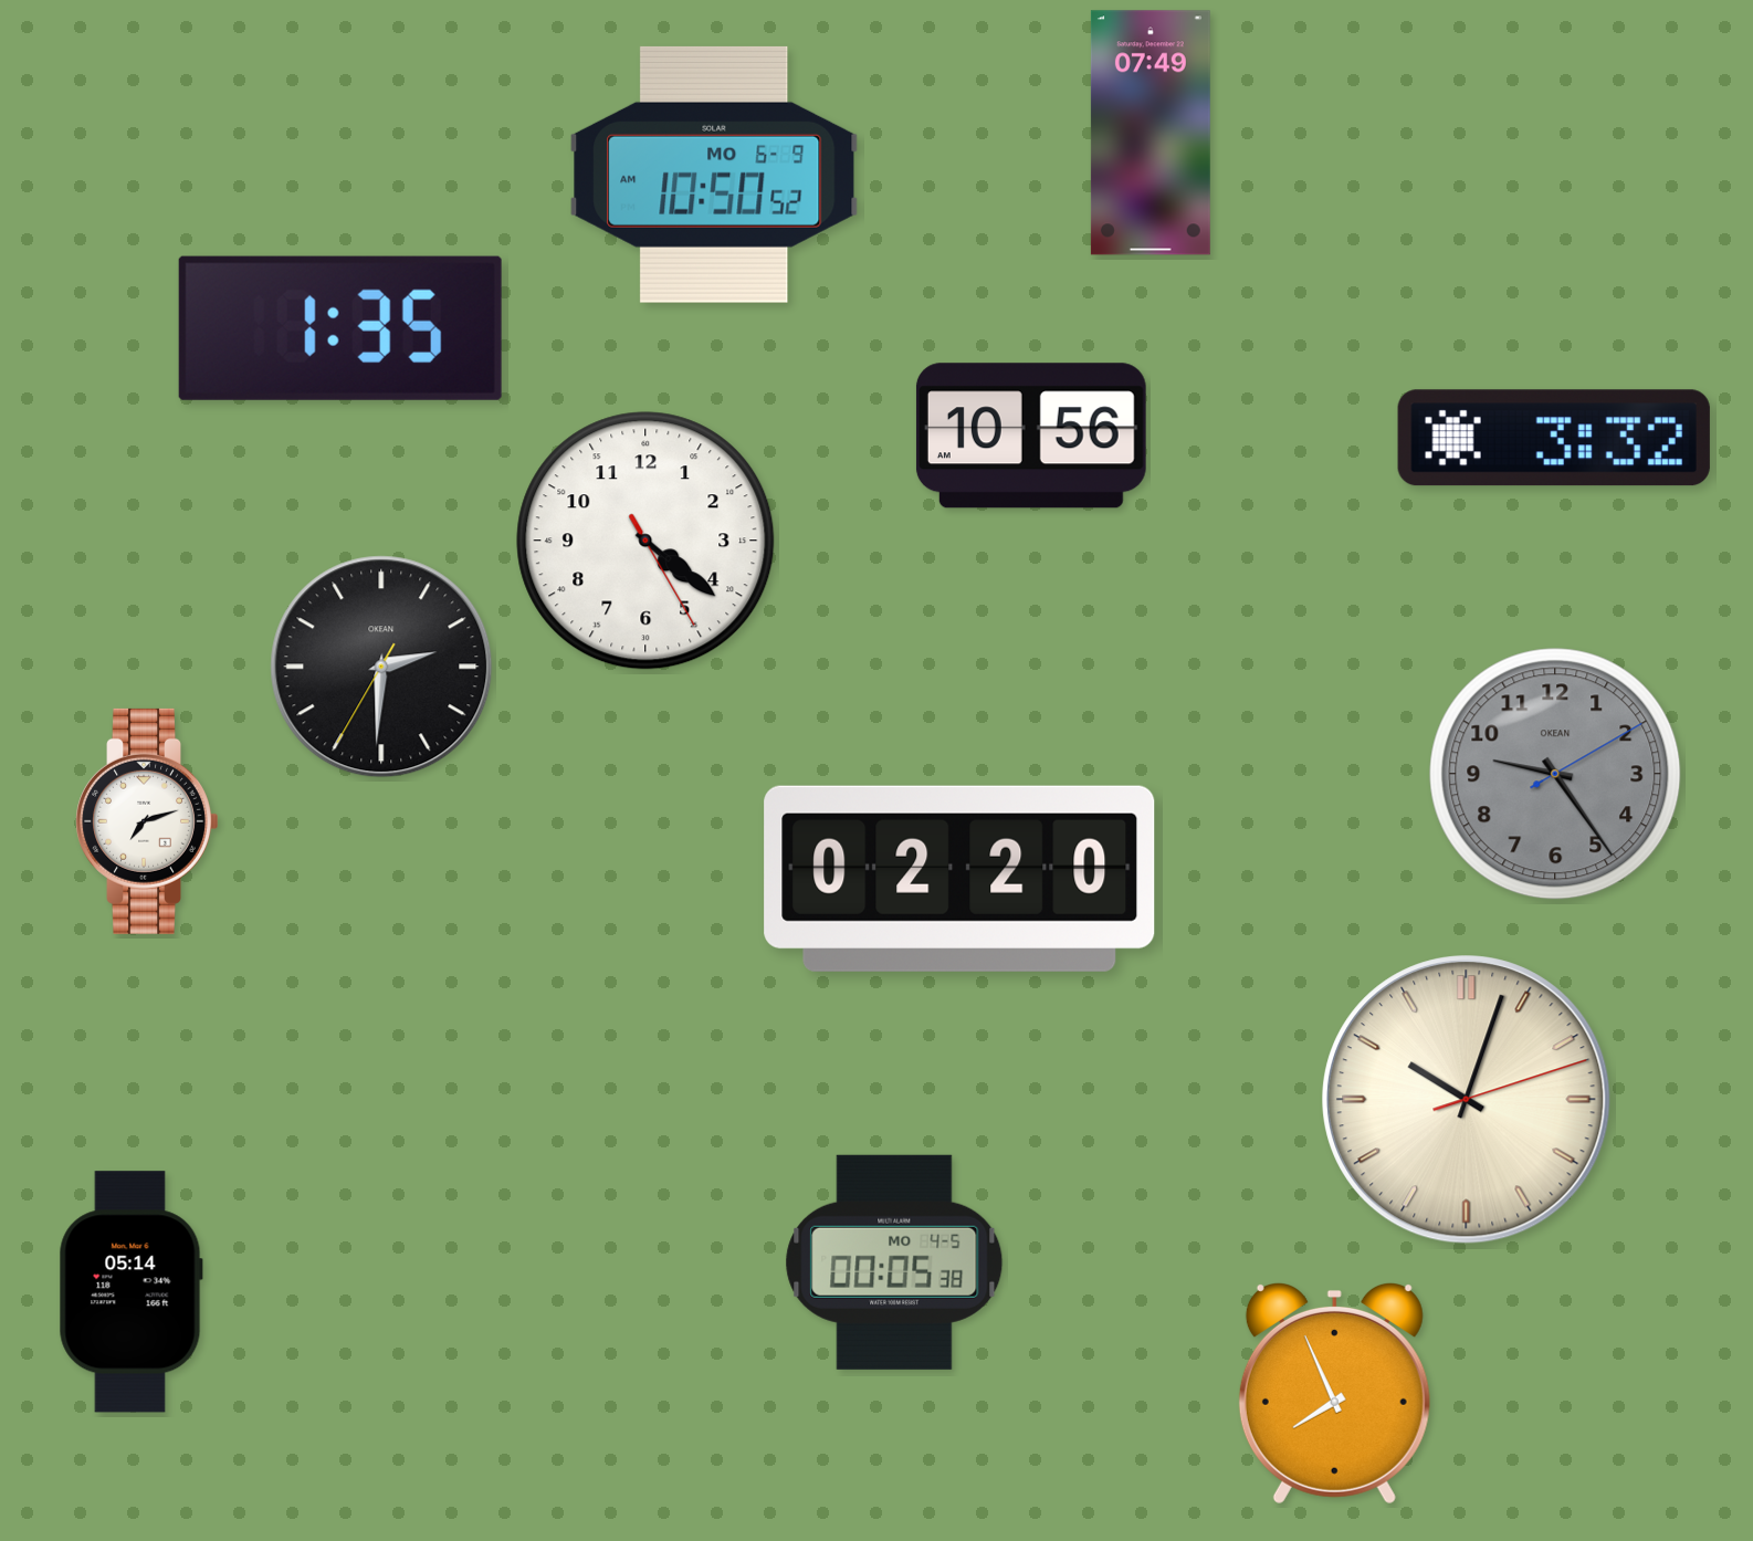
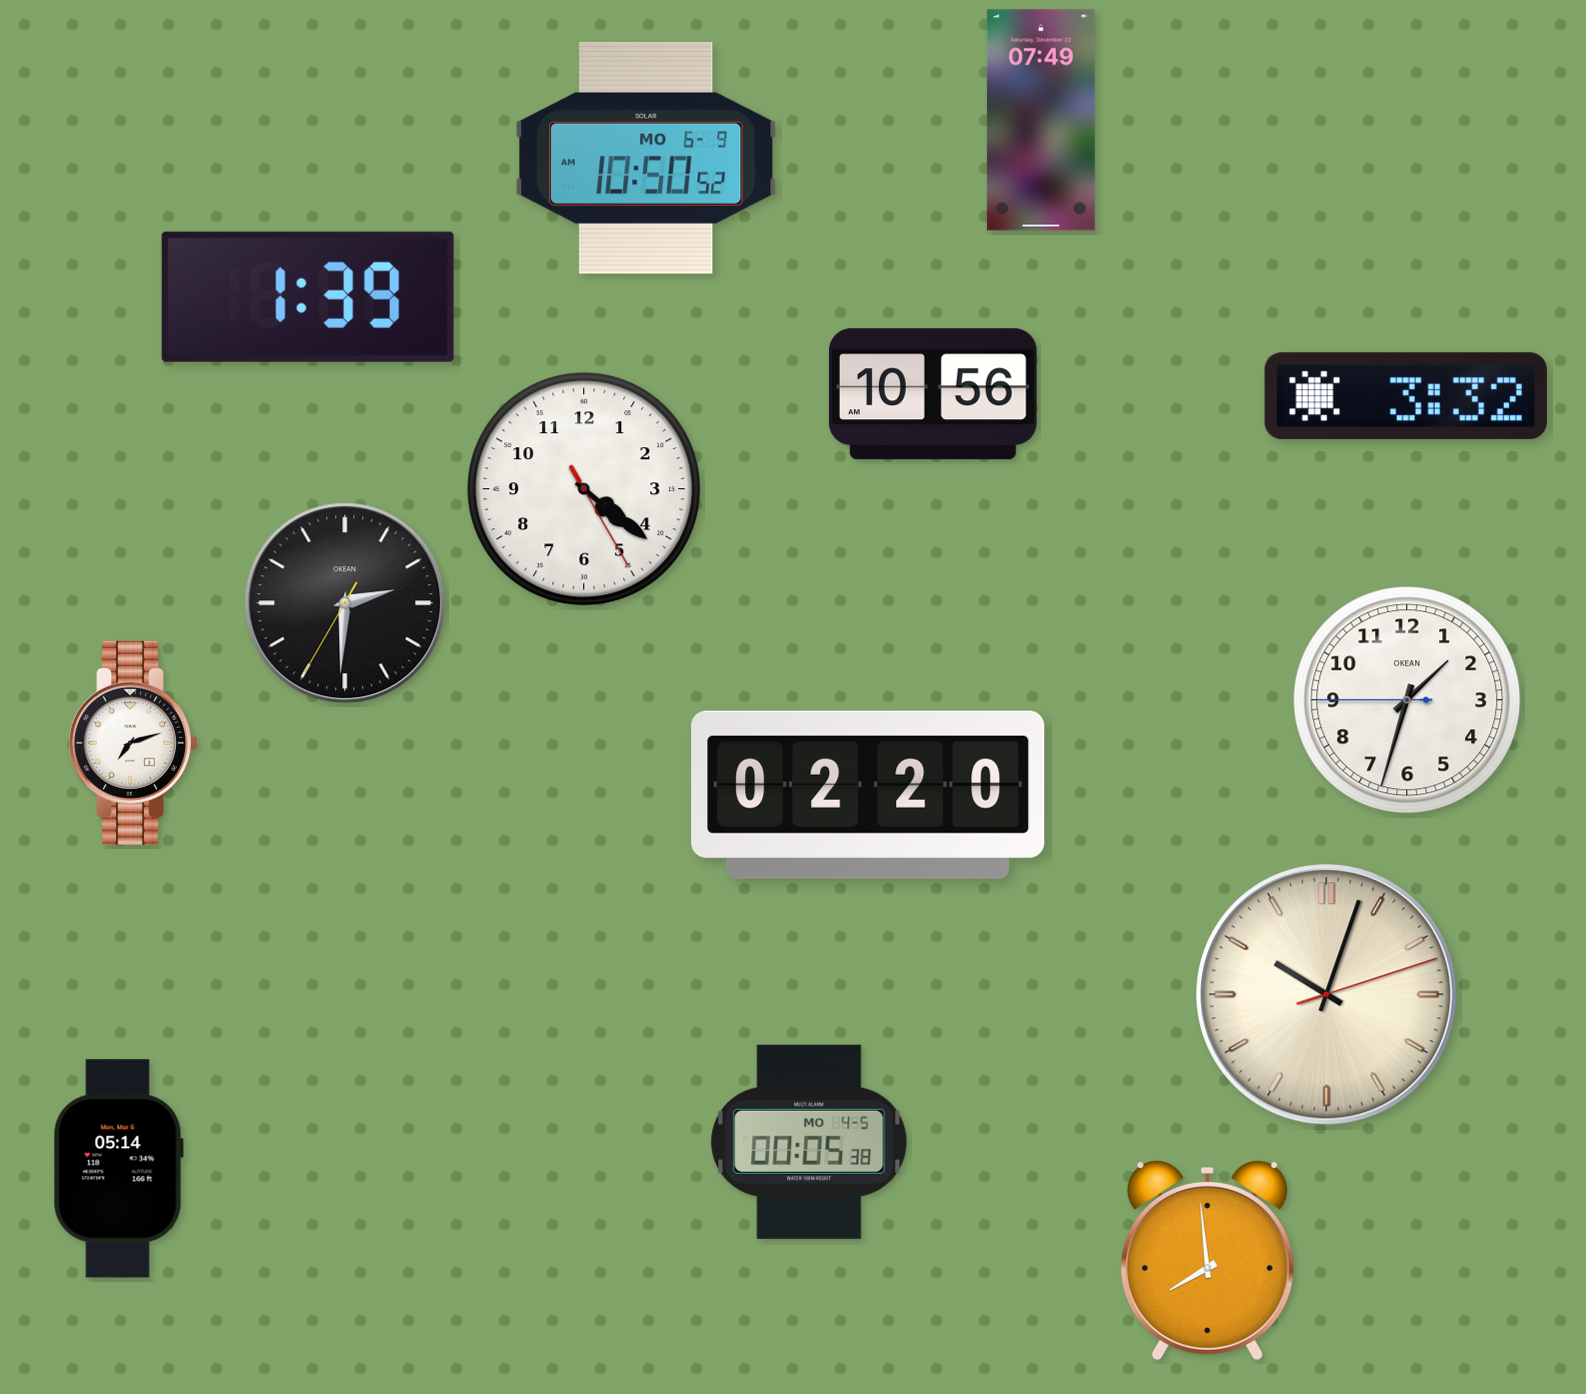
clock at (340, 328): 1:35 -> 1:39
clock at (1555, 774): 9:24 -> 1:32
clock at (1555, 774) dial: grey -> white
clock at (1334, 1393): 7:56 -> 7:59
